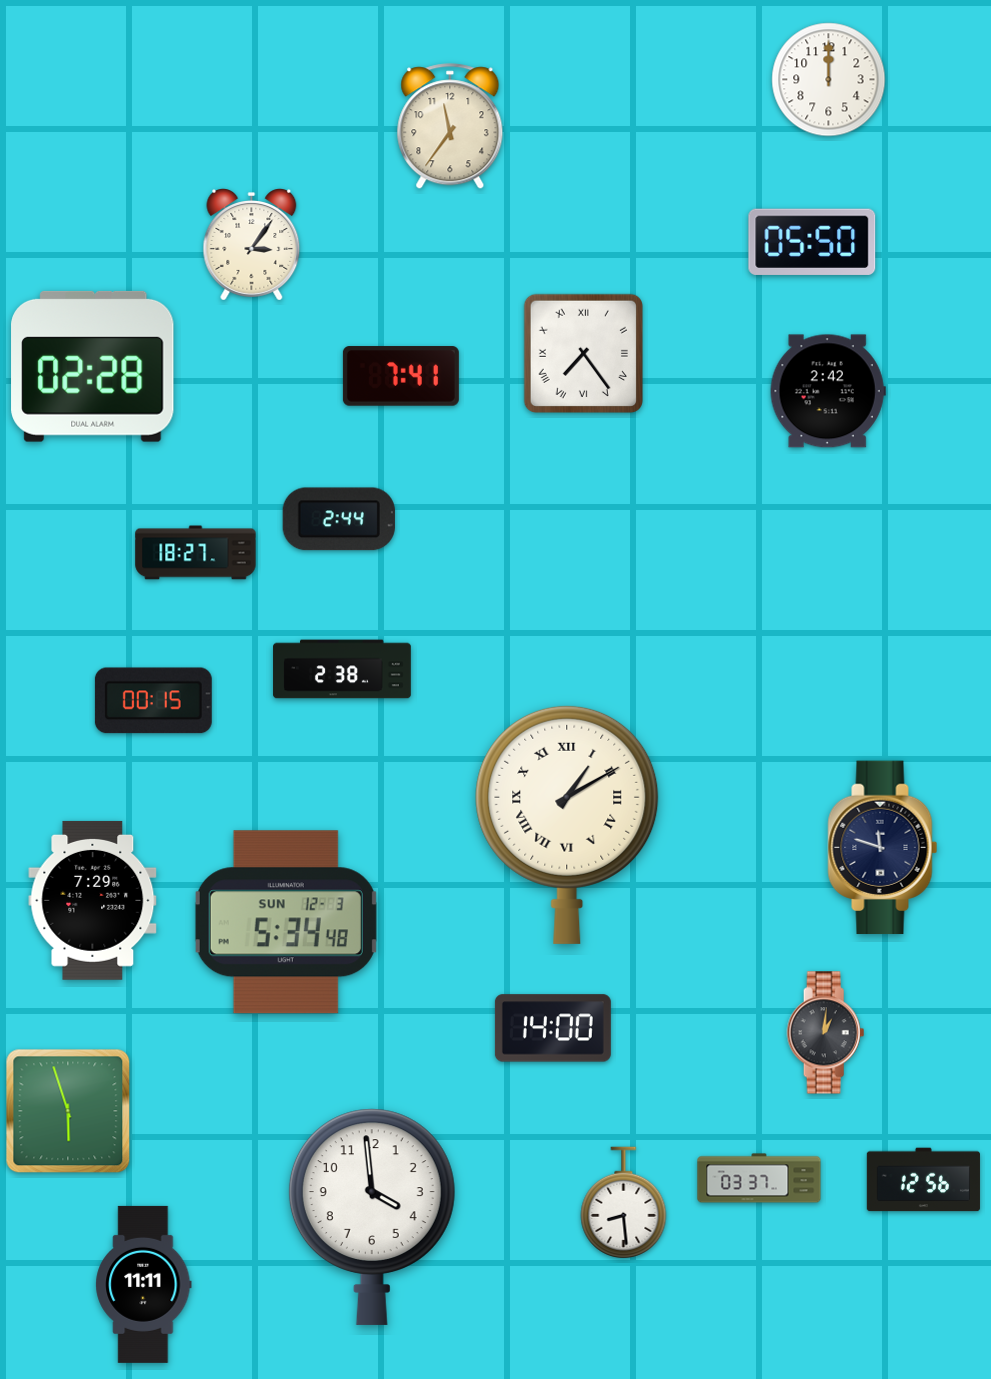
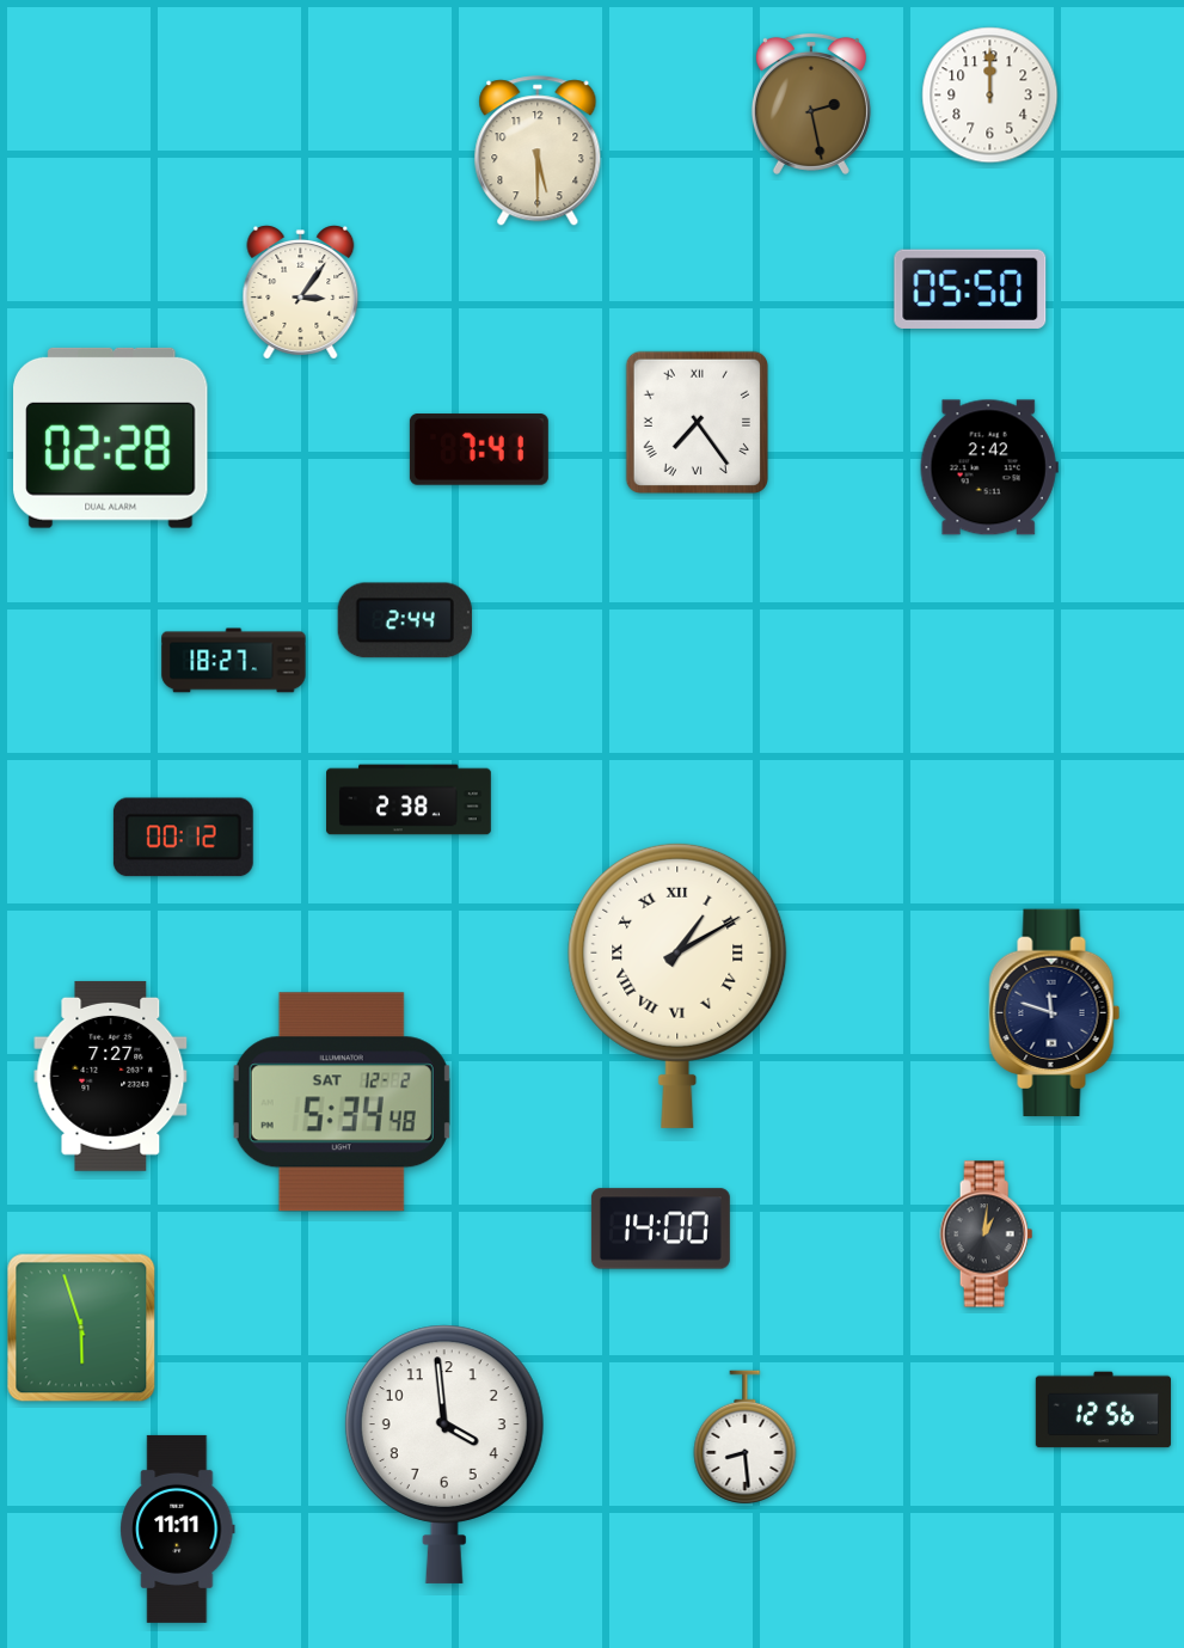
clock at (811, 104): none -> 2:28
clock at (450, 127): 11:36 -> 5:30
clock at (153, 701): 00:15 -> 00:12
clock at (93, 900): 7:29 -> 7:27
clock at (286, 922) date: SUN 12-3 -> SAT 12-2
clock at (759, 1178): 03:37 -> none
clock at (144, 1284) position: (144, 1284) -> (178, 1528)
